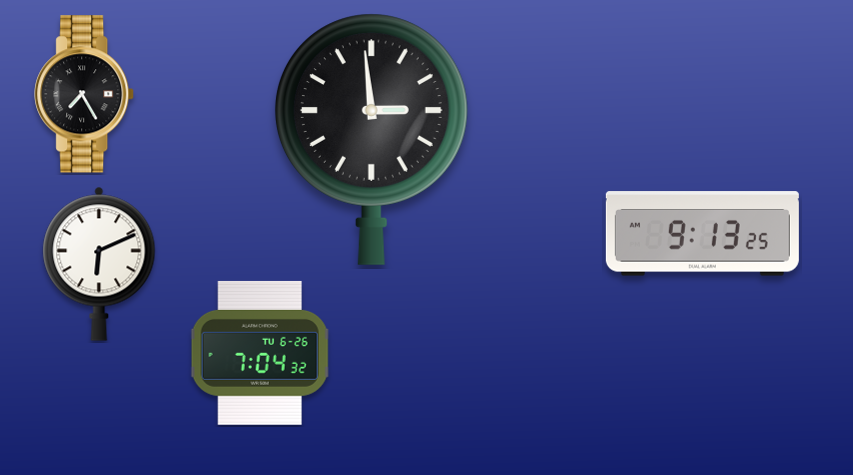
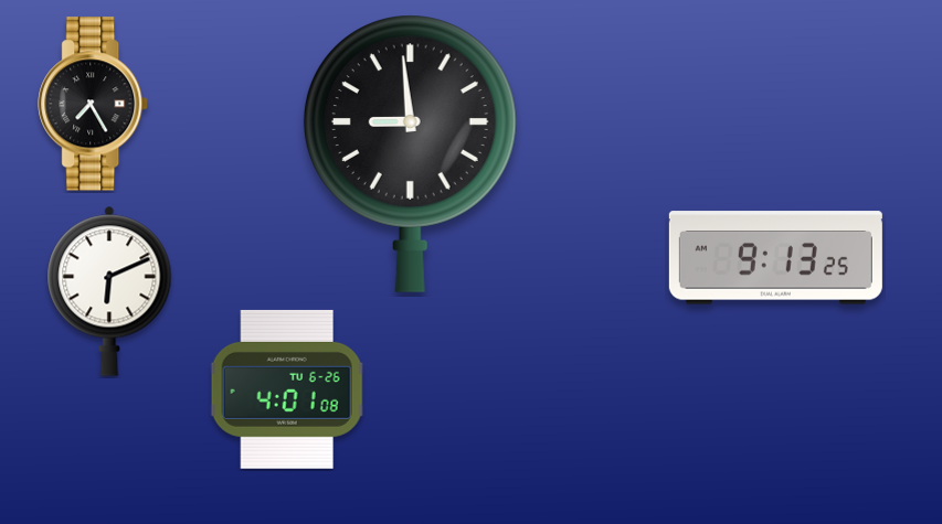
clock at (371, 139): 2:59 -> 8:59
clock at (260, 353): 7:04 -> 4:01
